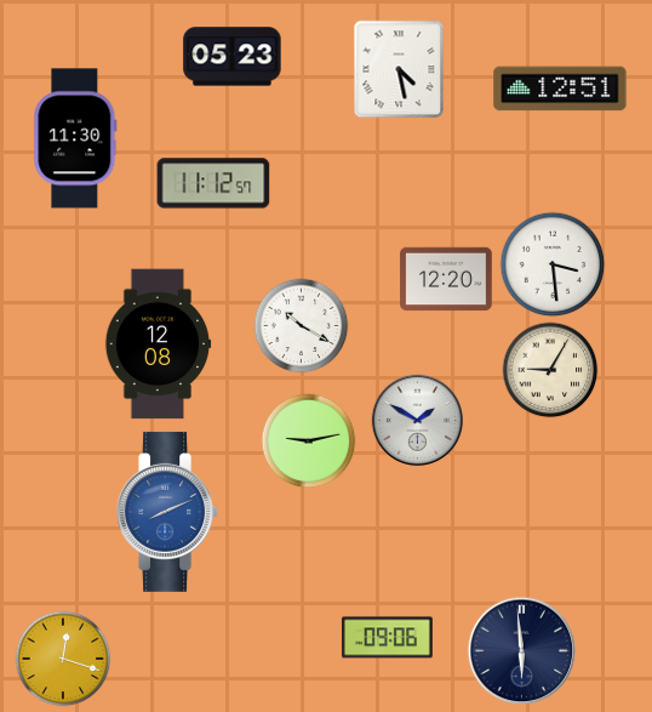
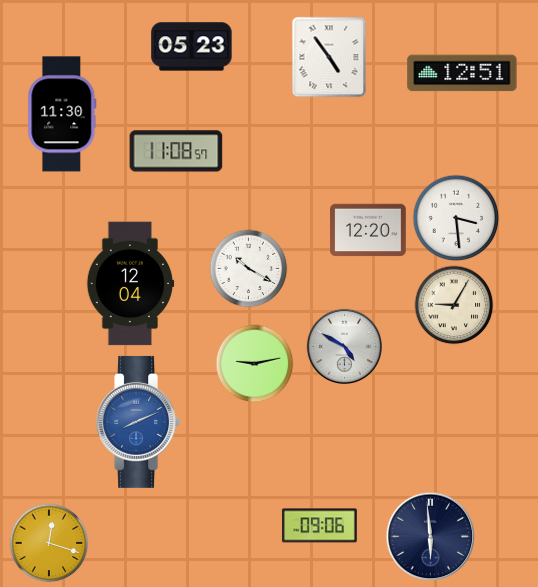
clock at (399, 69): 4:28 -> 4:54
clock at (213, 183): 11:12 -> 11:08
clock at (158, 344): 12:08 -> 12:04
clock at (417, 420): 1:50 -> 4:50
clock at (63, 659) position: (63, 659) -> (49, 543)
